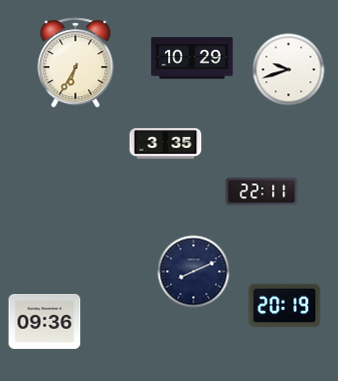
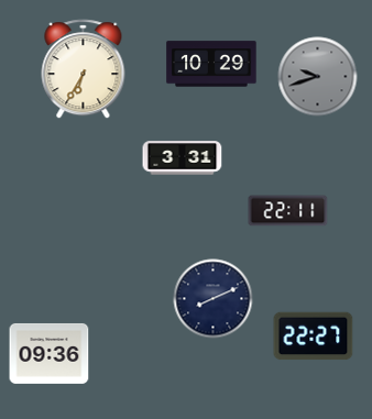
clock at (289, 70) dial: white -> grey
clock at (166, 144): 3:35 -> 3:31
clock at (285, 306): 20:19 -> 22:27
